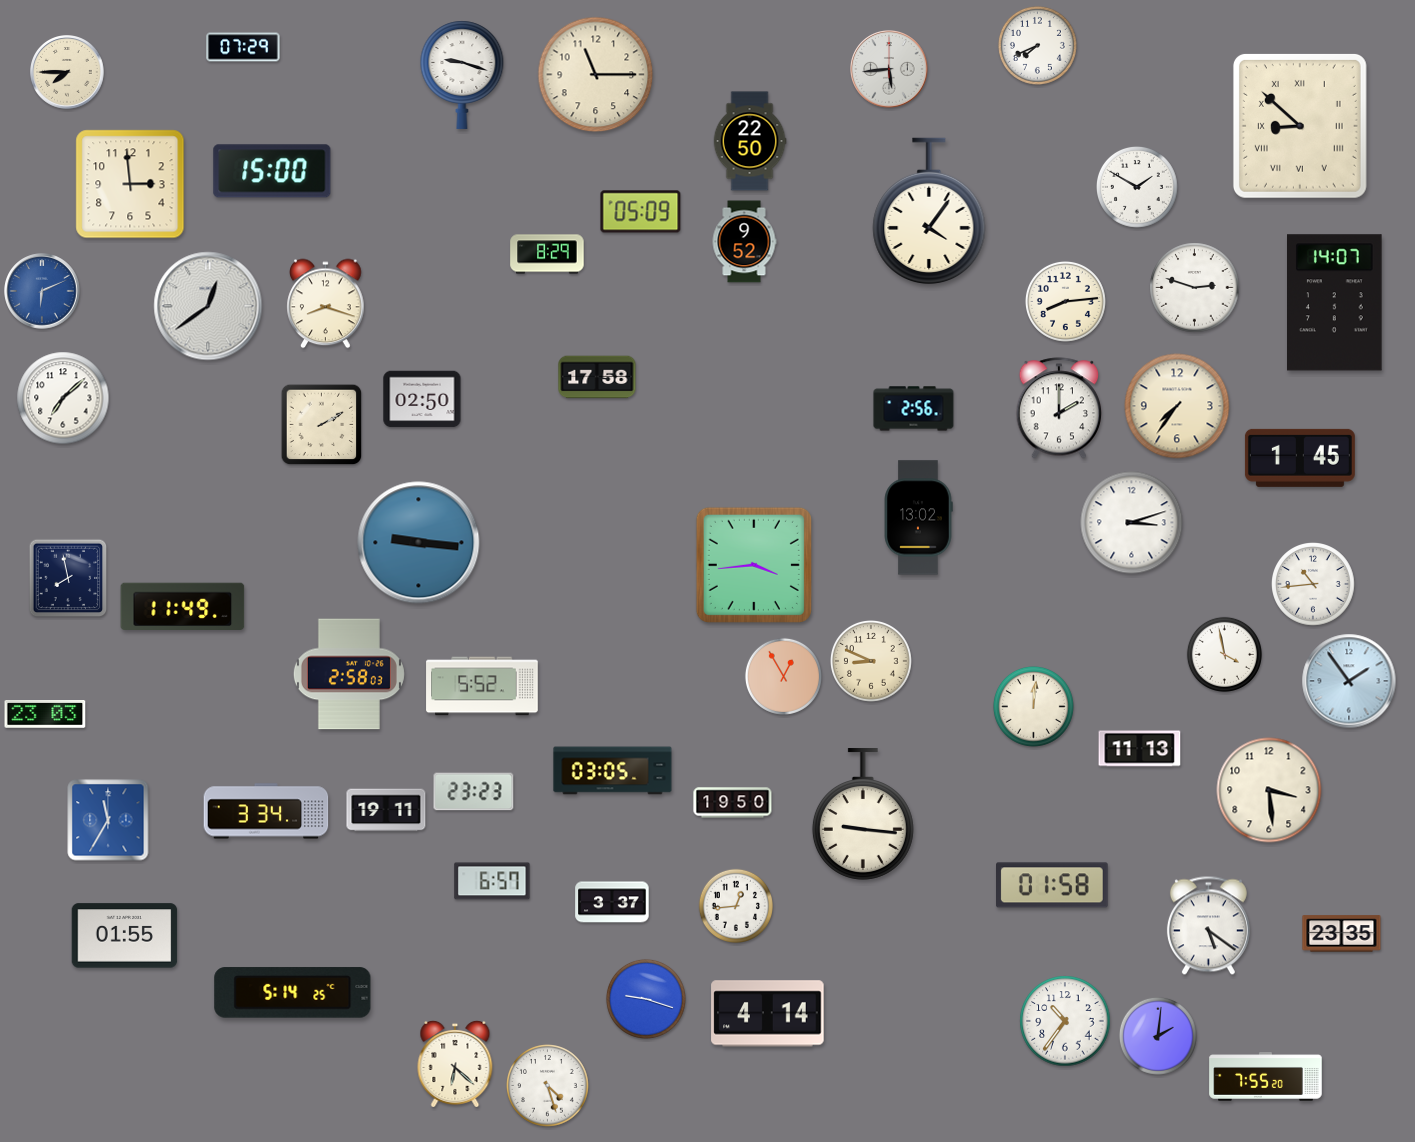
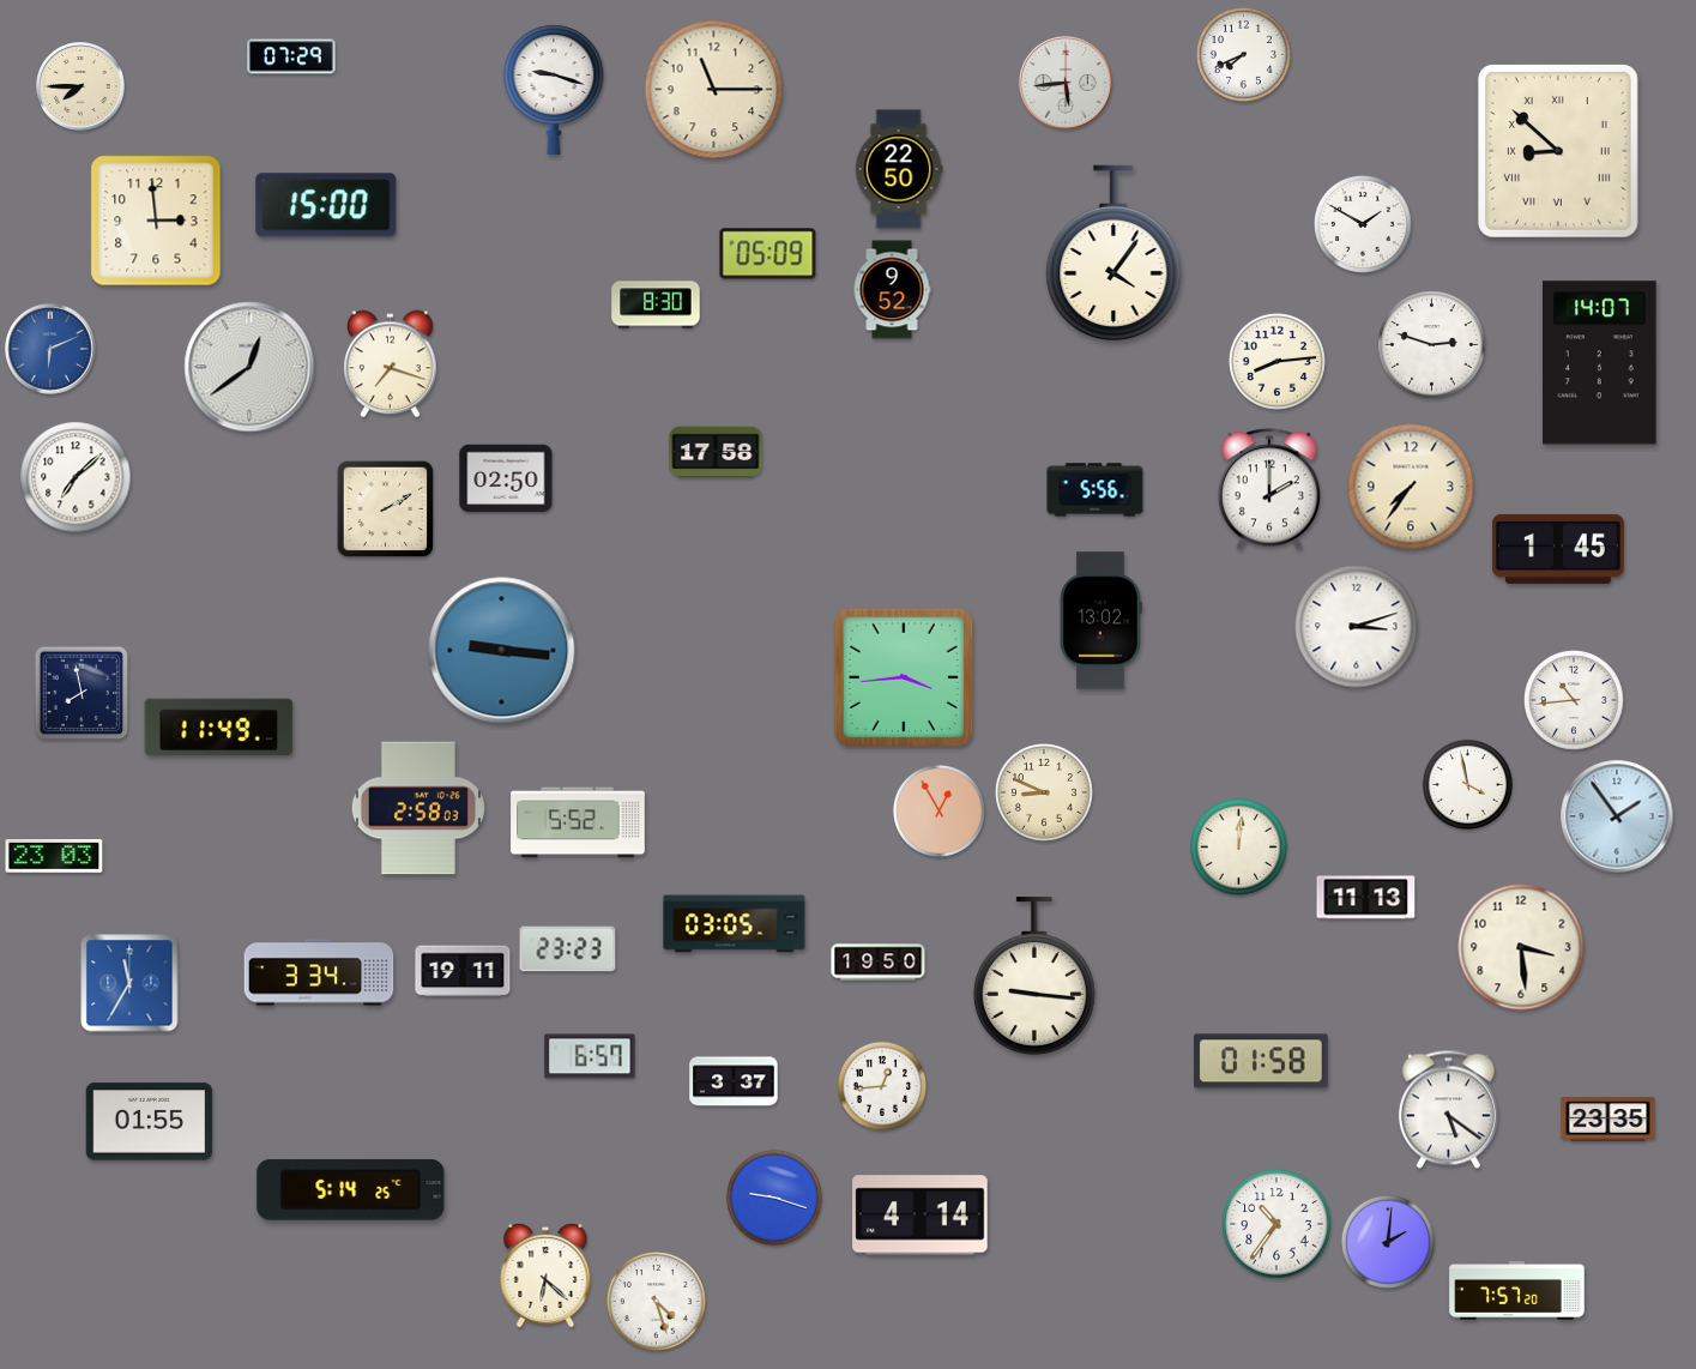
clock at (547, 254): 8:29 -> 8:30
clock at (326, 304): 8:18 -> 7:18
clock at (914, 409): 2:56 -> 5:56
clock at (1266, 1077): 7:55 -> 7:57
